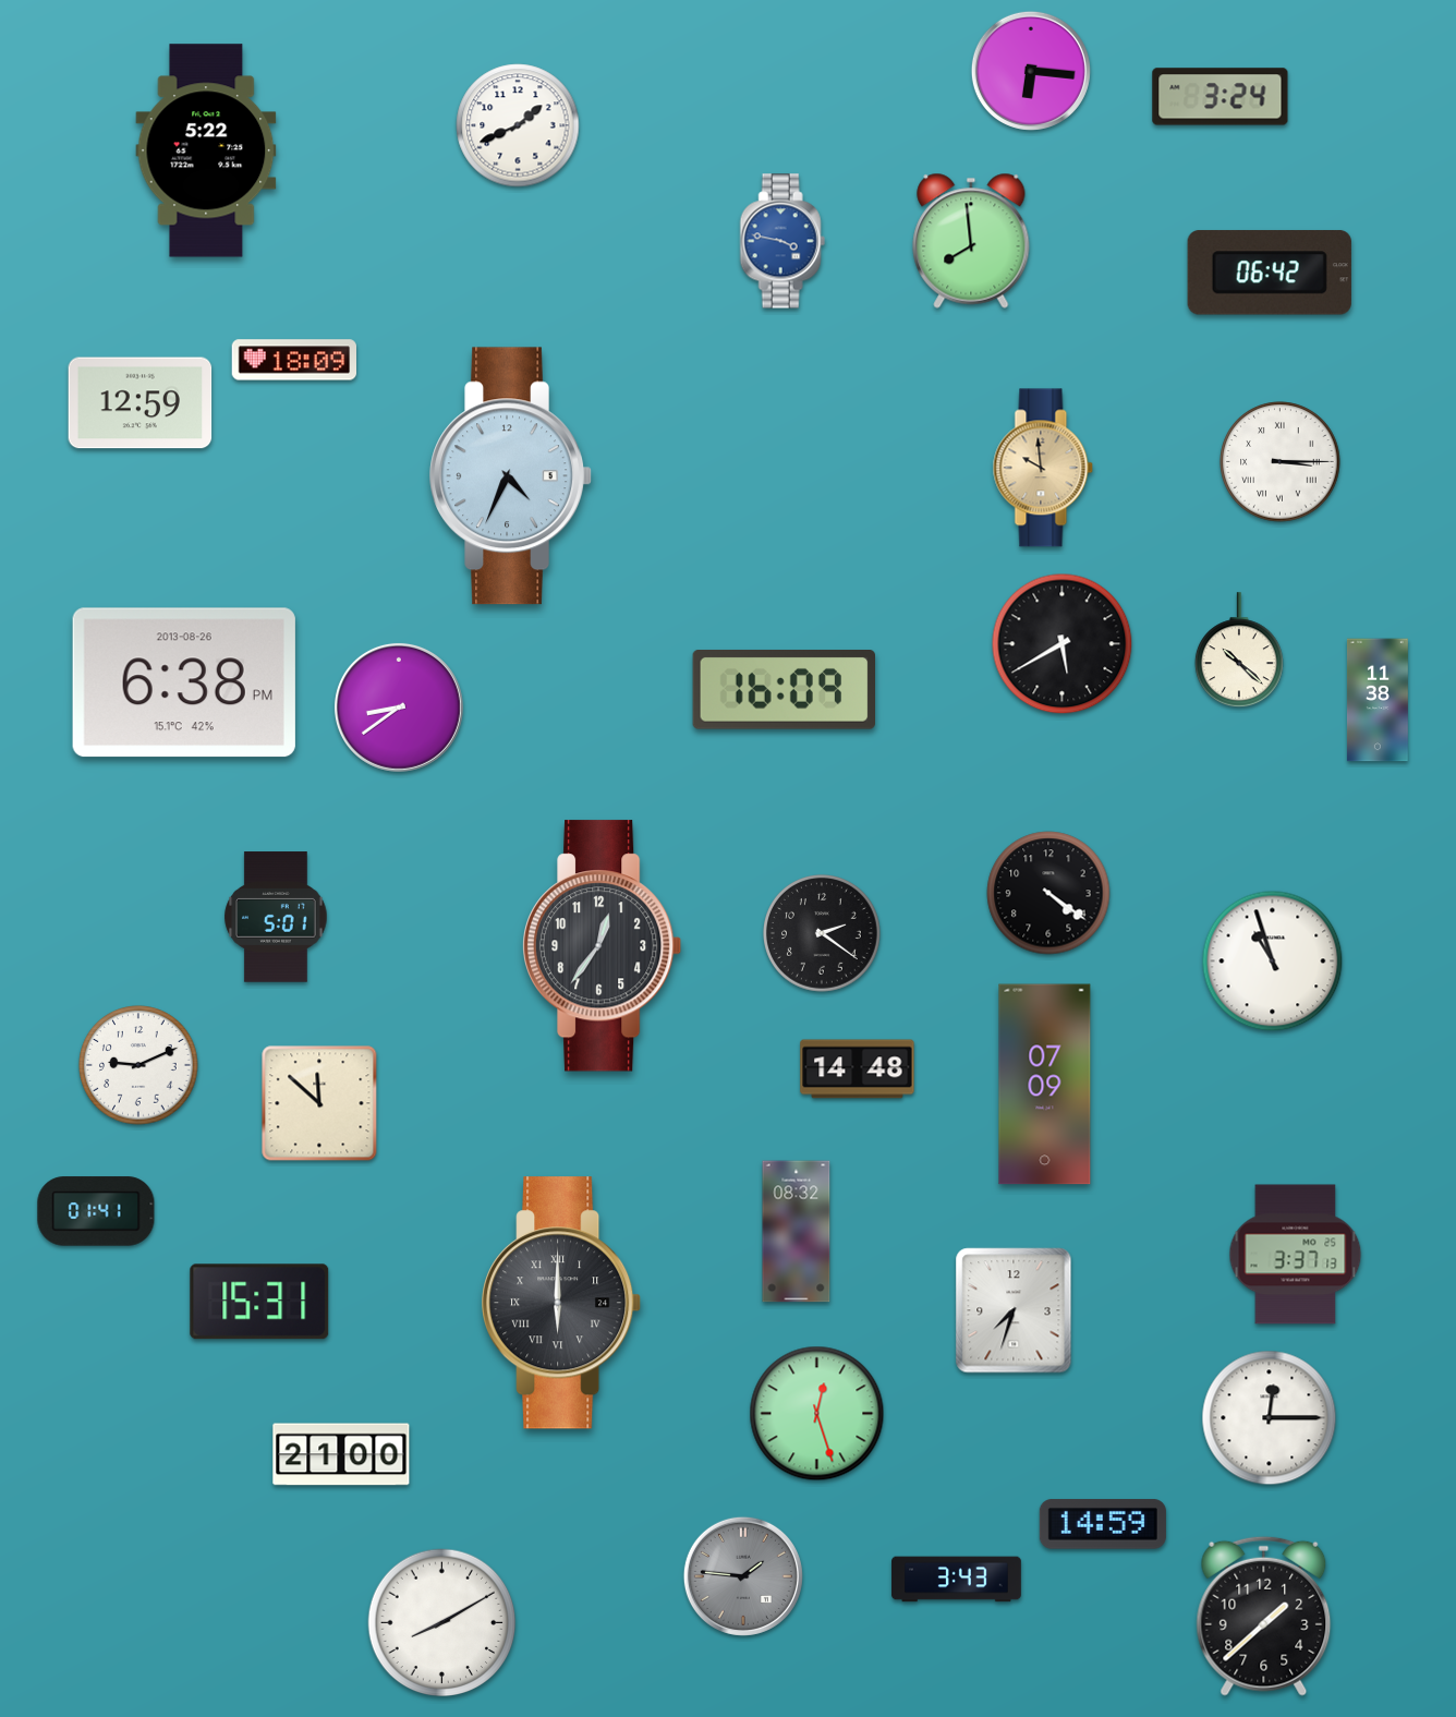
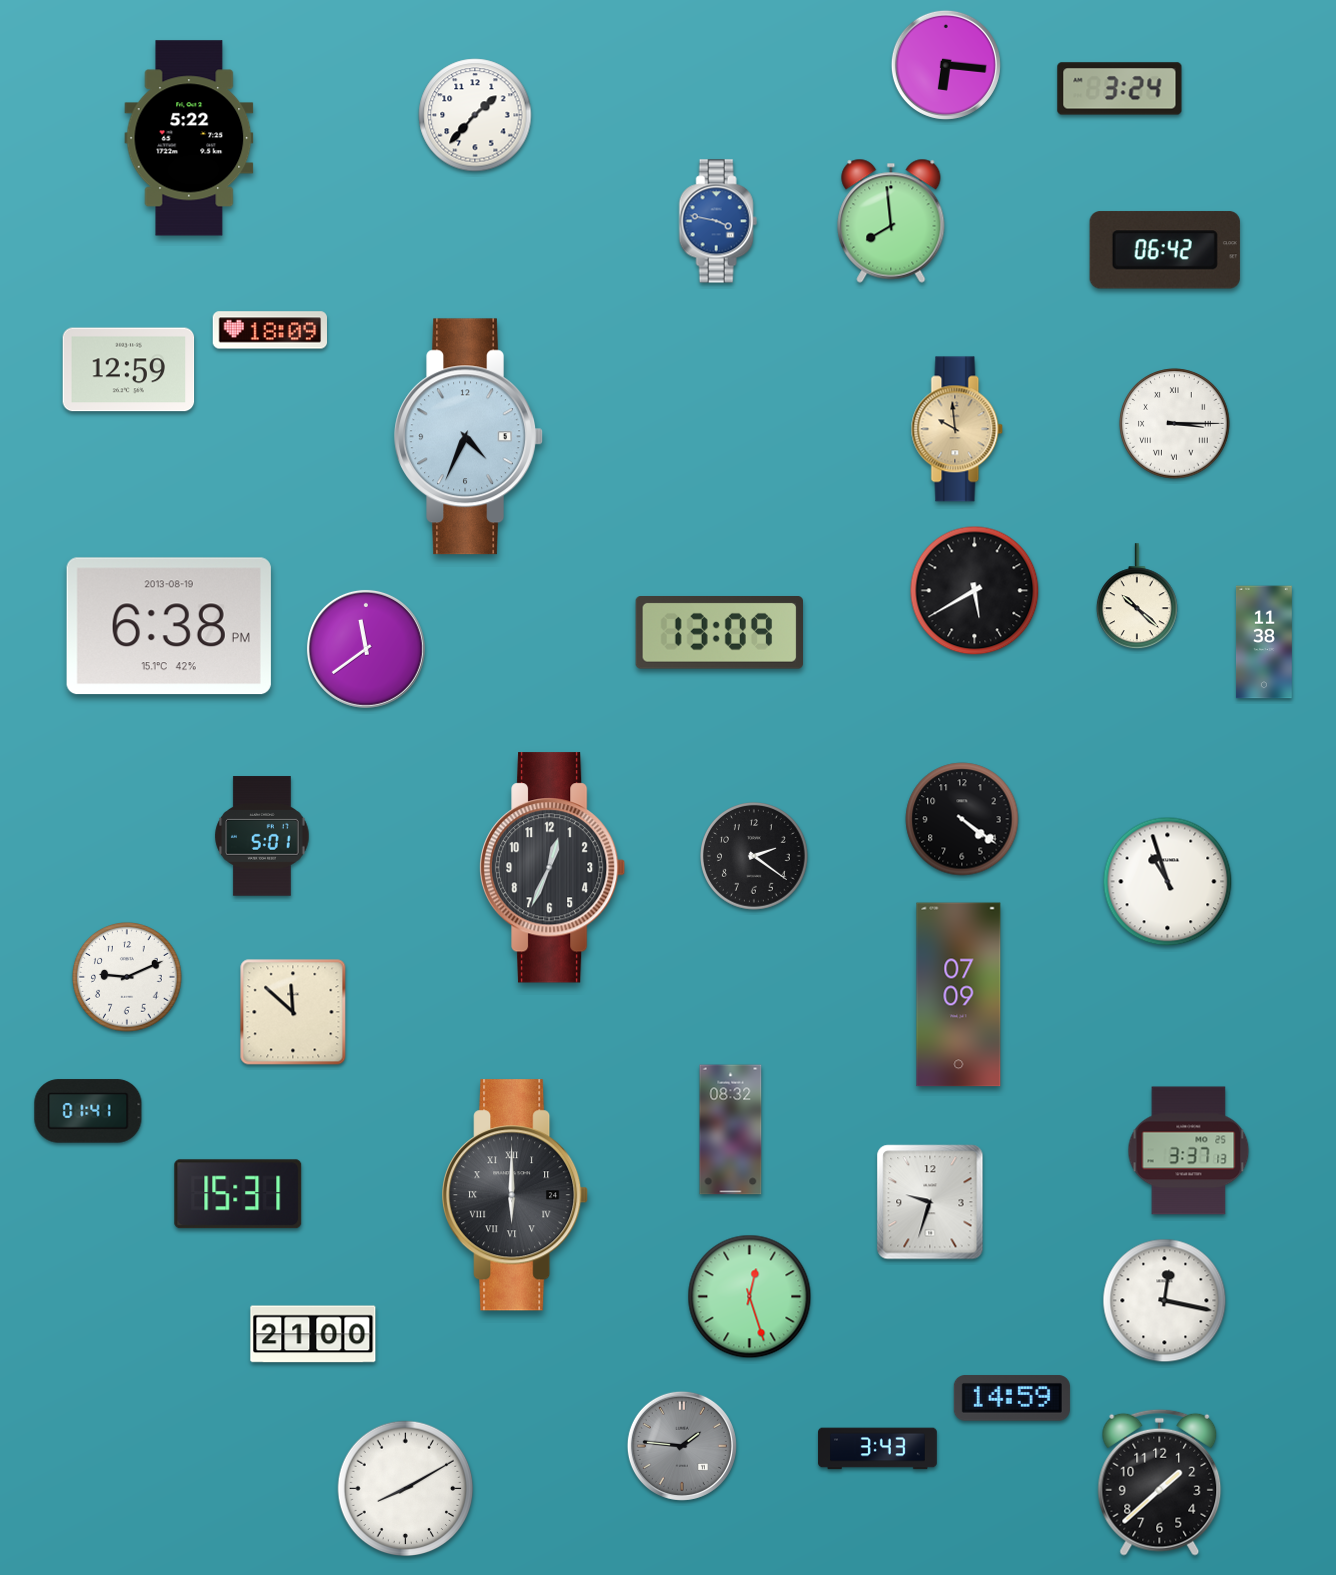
clock at (518, 125): 1:41 -> 1:37
clock at (184, 682) date: 2013-08-26 -> 2013-08-19
clock at (784, 690): 16:09 -> 13:09
clock at (399, 708): 8:39 -> 11:39
clock at (276, 917) position: (276, 917) -> (262, 836)
clock at (603, 946): 12:36 -> 12:34
clock at (858, 1069): 14:48 -> none
clock at (1014, 1310): 7:33 -> 9:33
clock at (1270, 1418): 12:15 -> 12:17
